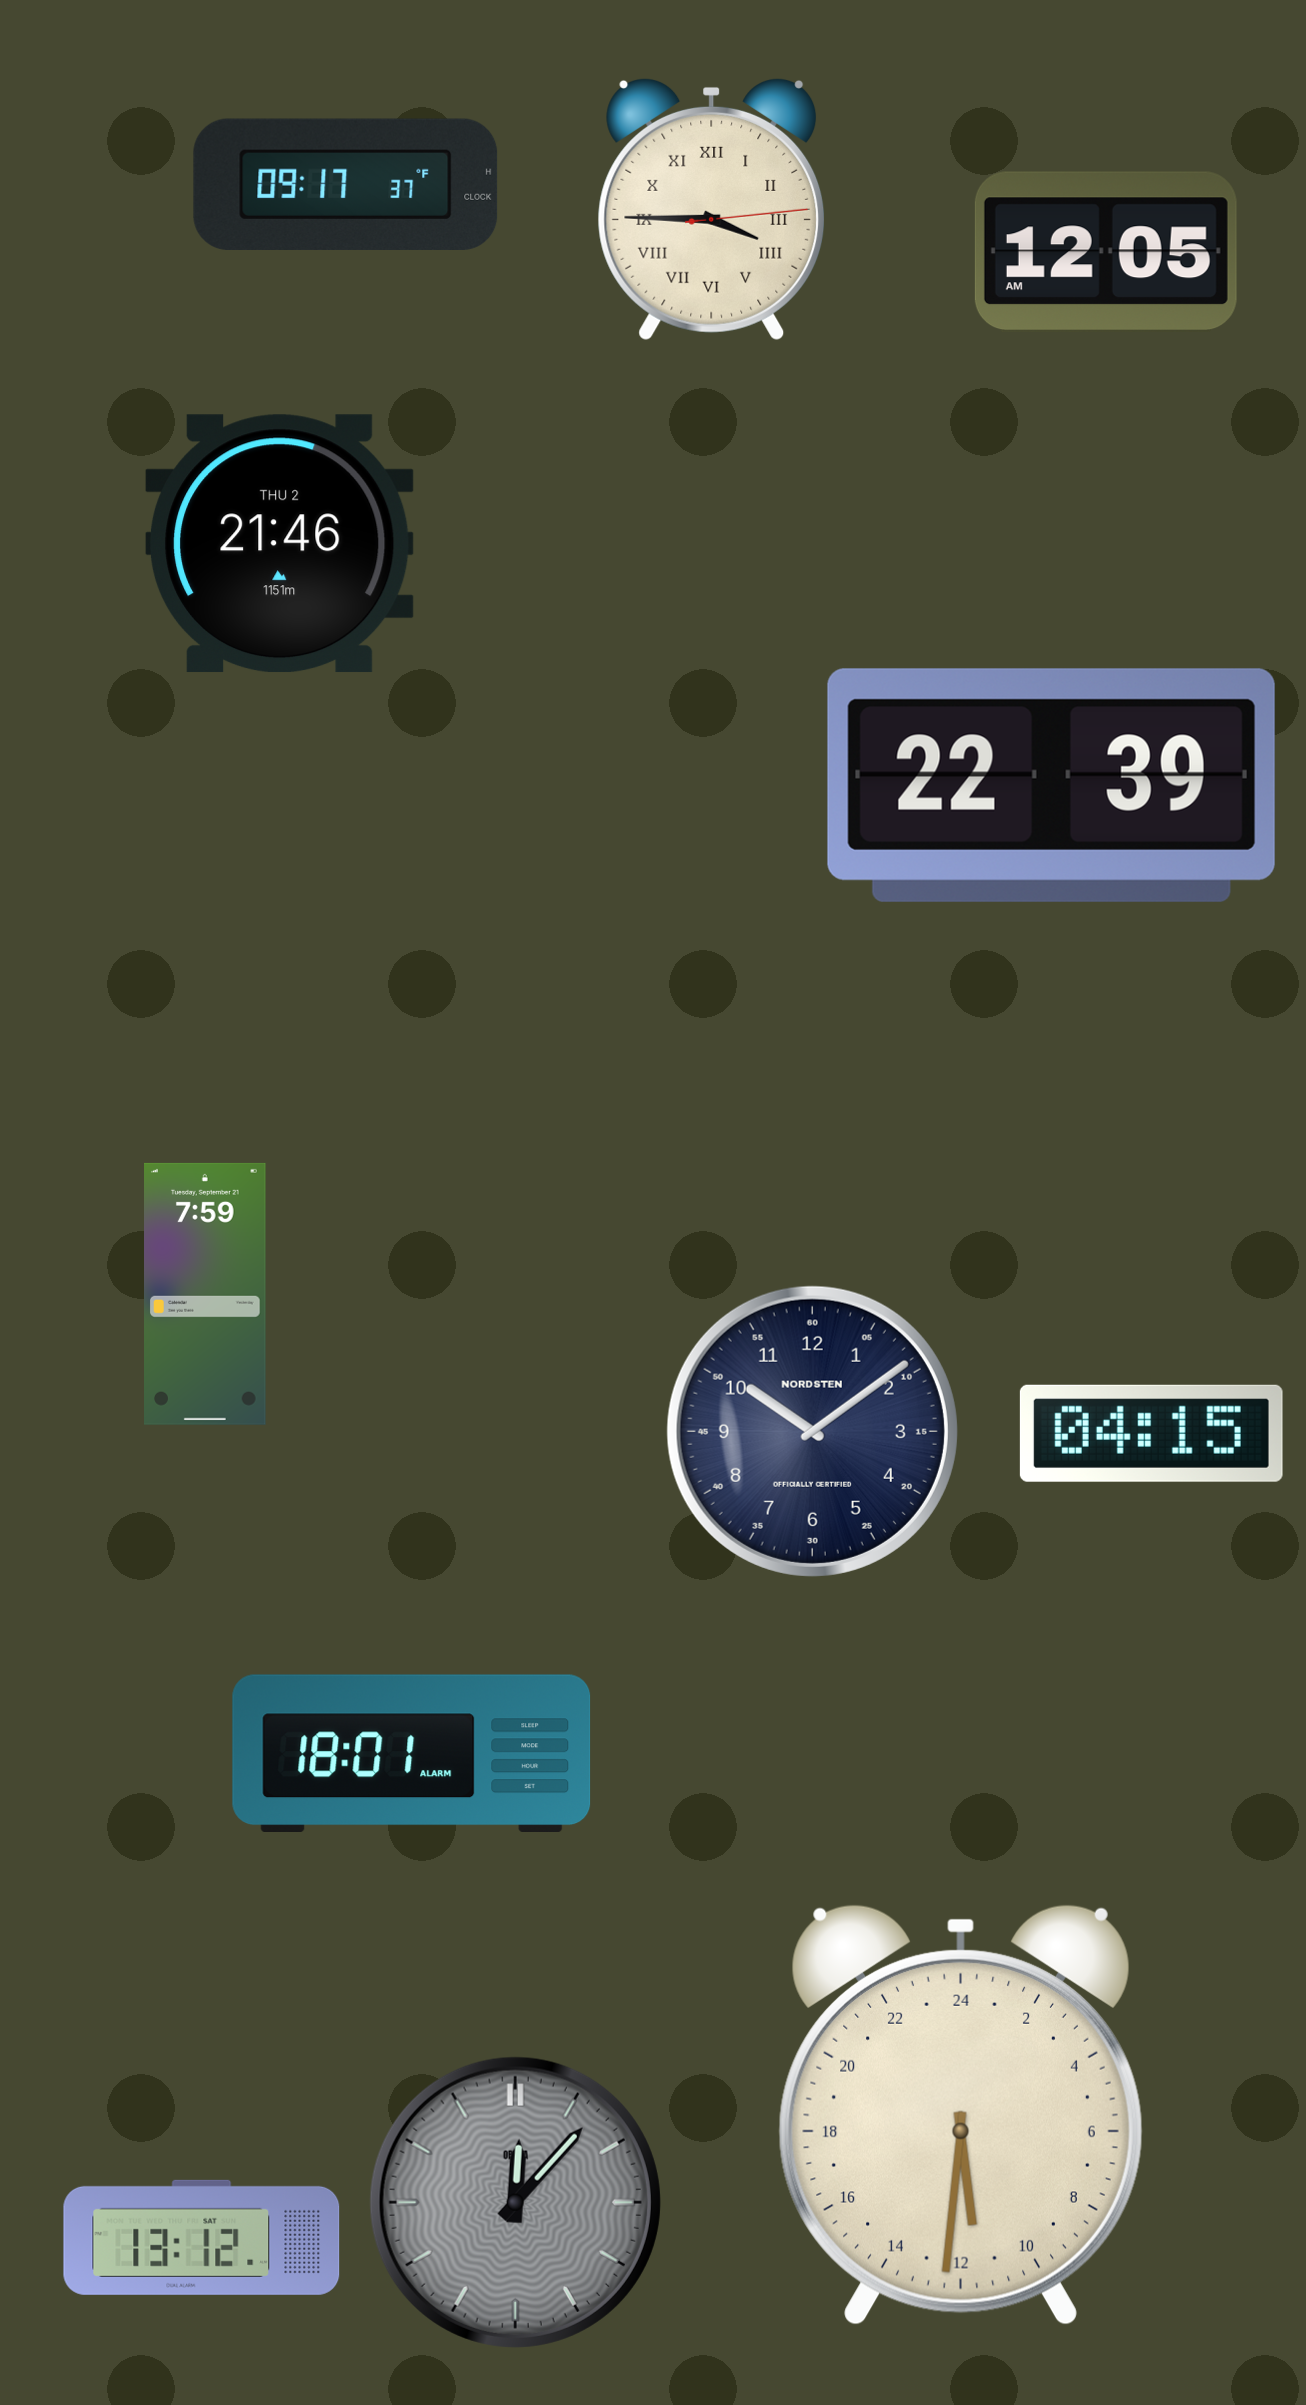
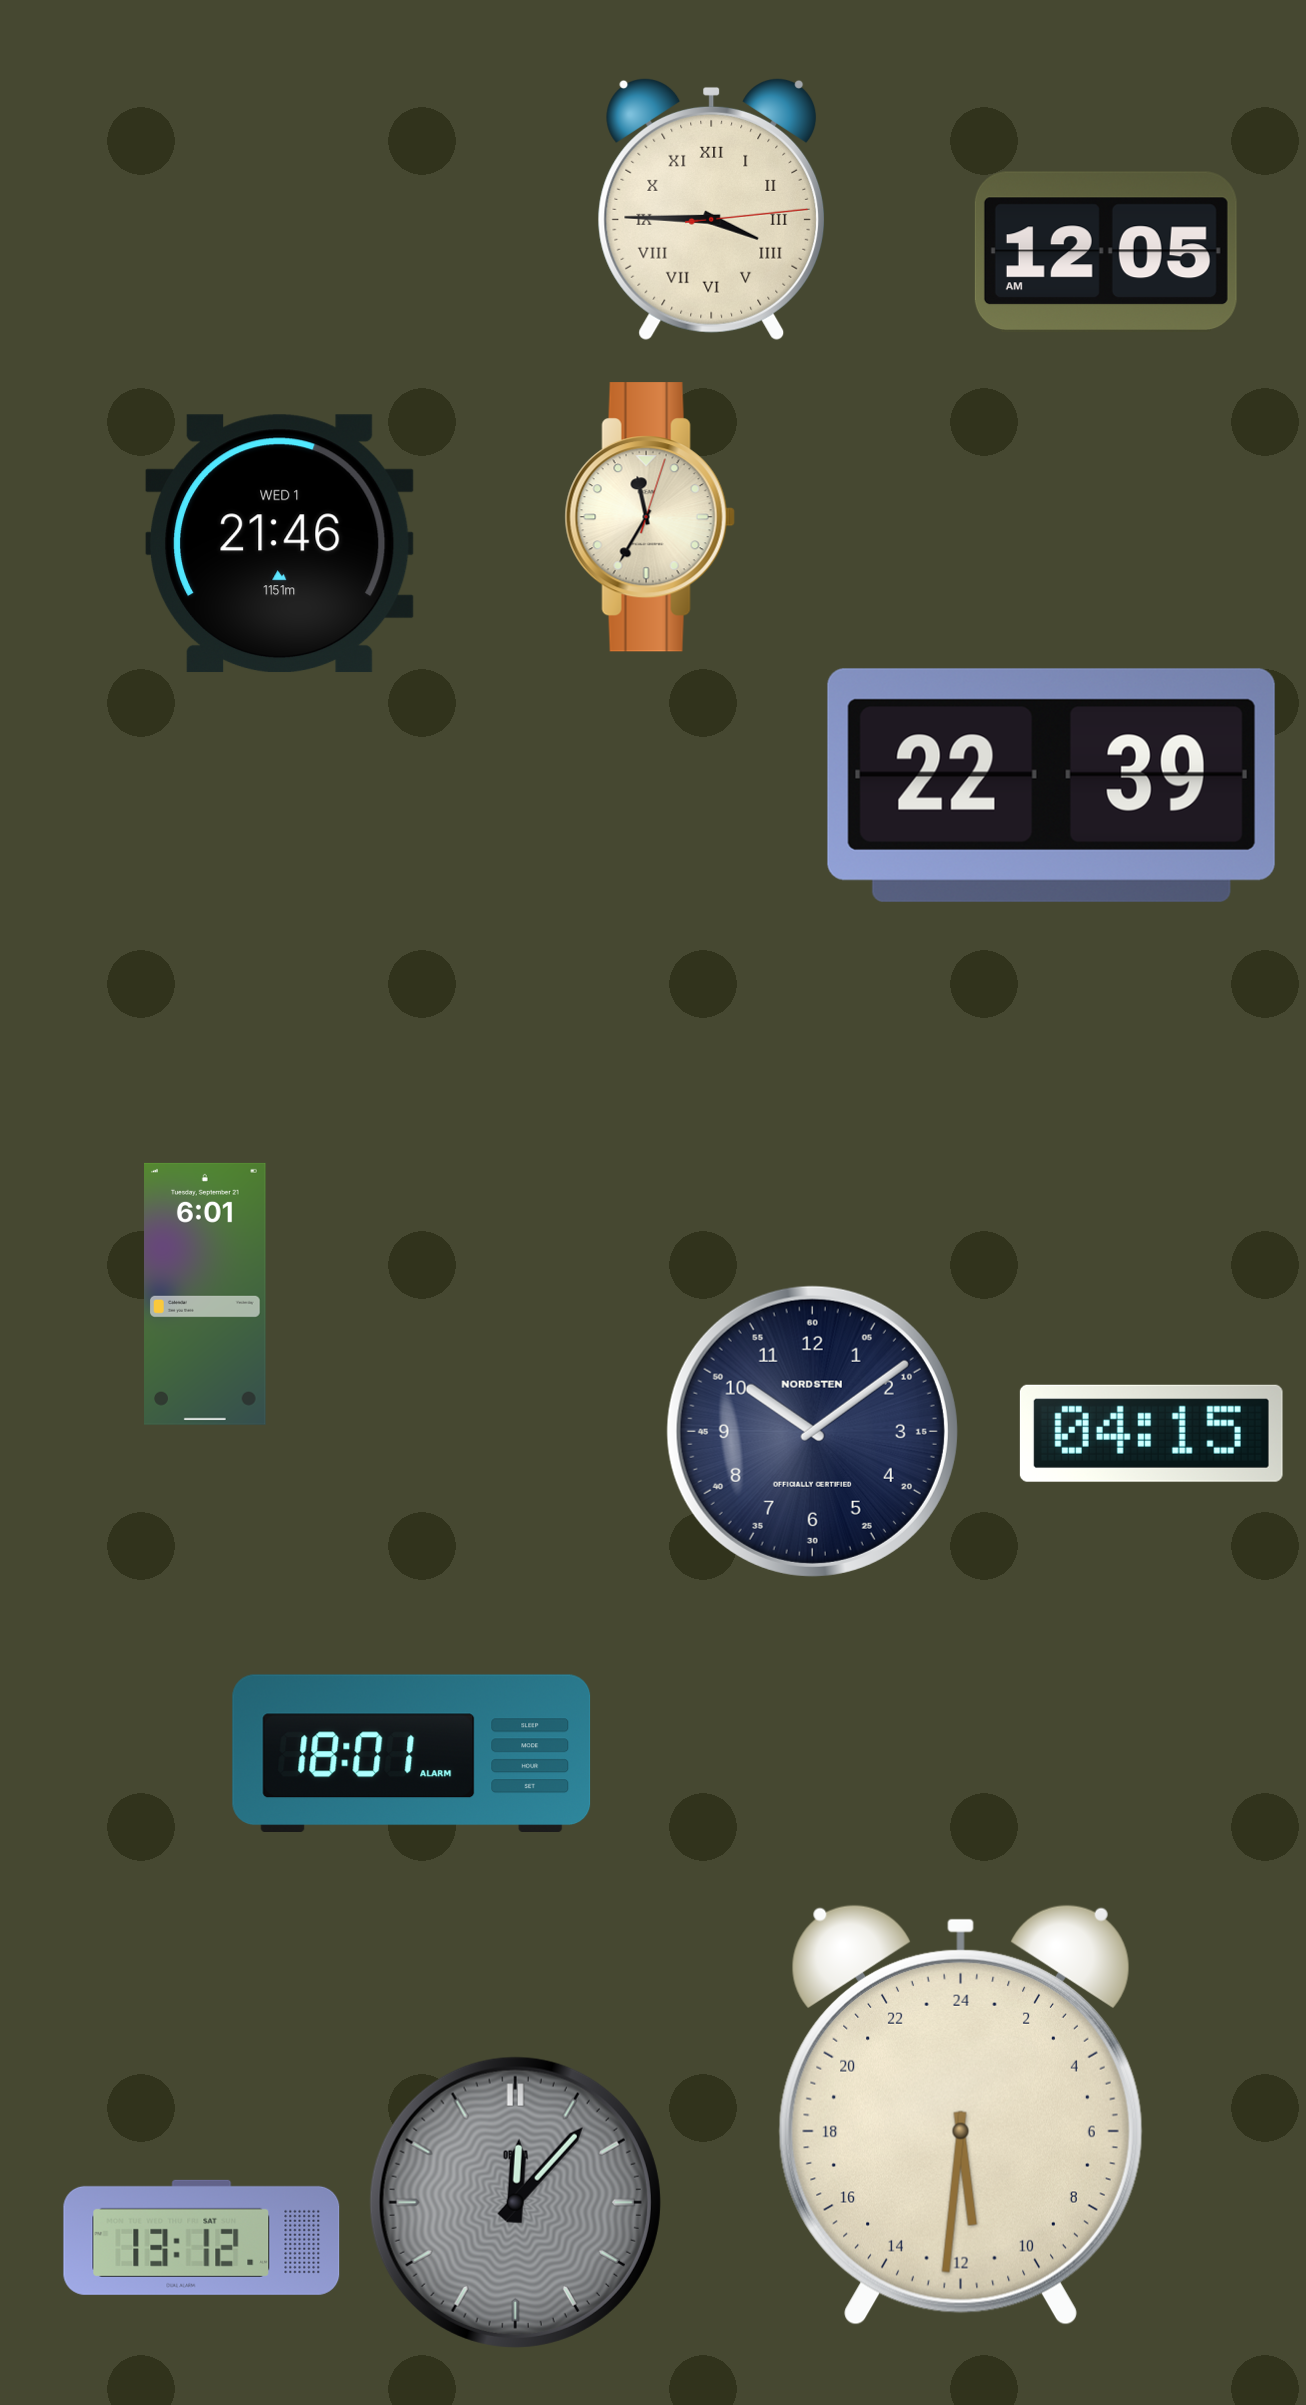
clock at (346, 184): 09:17 -> none
clock at (650, 517): none -> 11:35
clock at (280, 544) date: THU 2 -> WED 1
clock at (206, 1294): 7:59 -> 6:01
